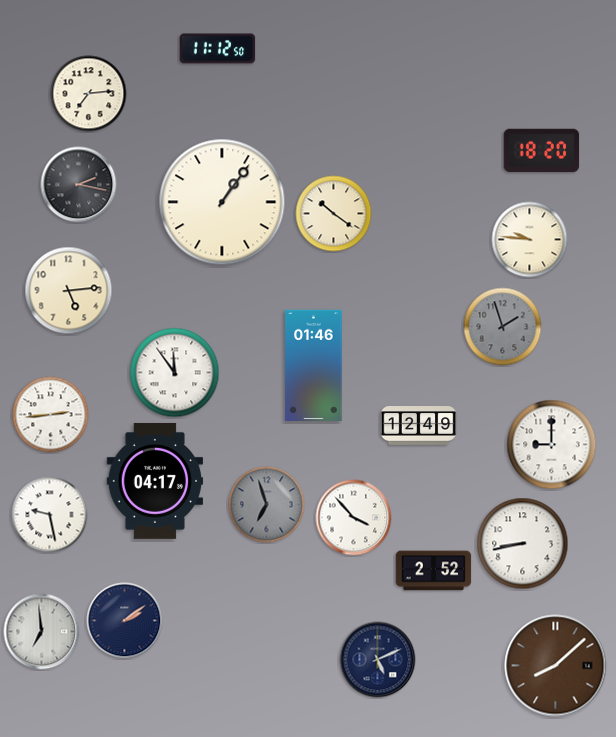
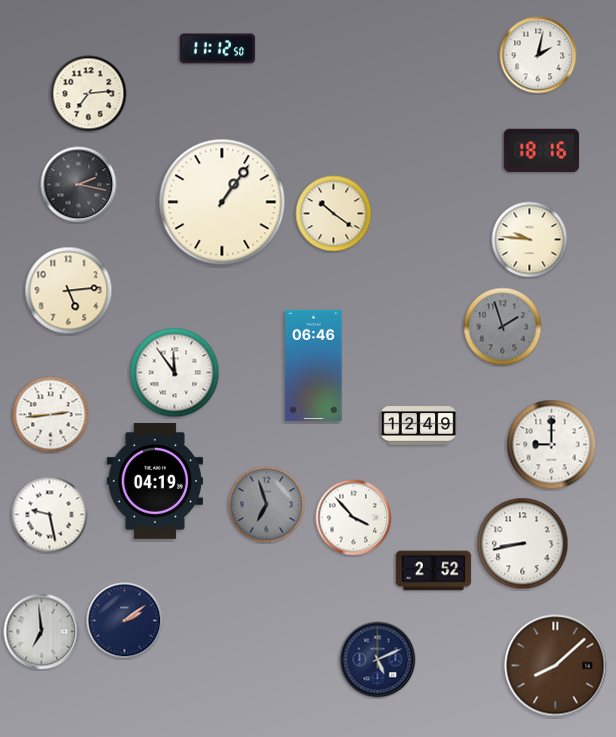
clock at (538, 55): none -> 2:02
clock at (542, 151): 18:20 -> 18:16
clock at (314, 365): 01:46 -> 06:46
clock at (154, 481): 04:17 -> 04:19
